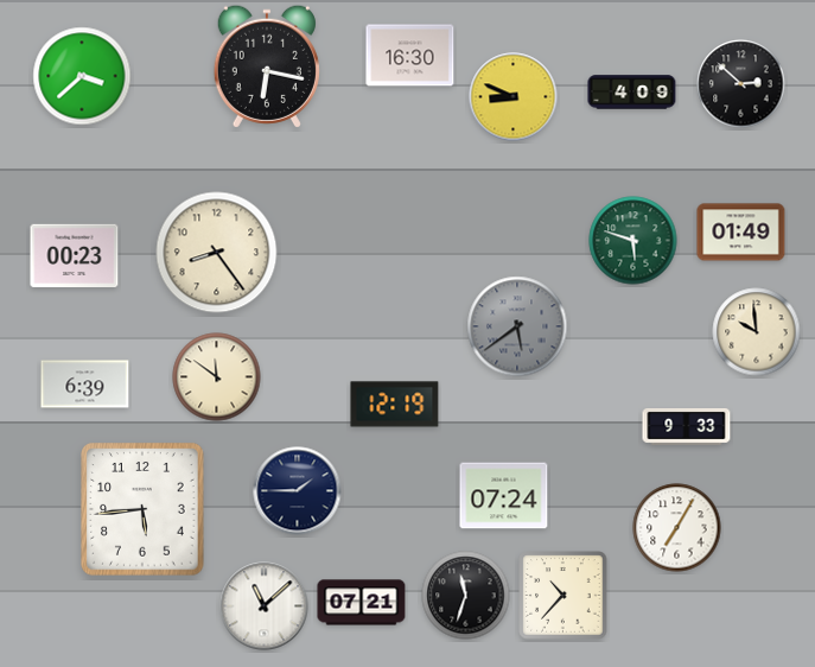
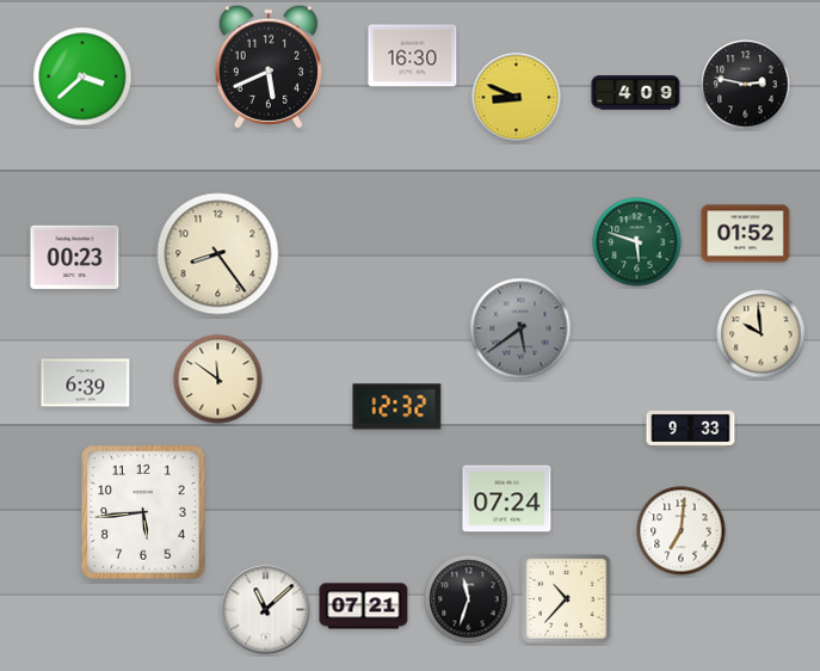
clock at (267, 66): 6:17 -> 5:41
clock at (741, 84): 2:52 -> 2:47
clock at (741, 233): 01:49 -> 01:52
clock at (85, 385) position: (85, 385) -> (86, 383)
clock at (395, 405): 12:19 -> 12:32
clock at (298, 491): 1:45 -> none
clock at (677, 528): 7:05 -> 7:01
